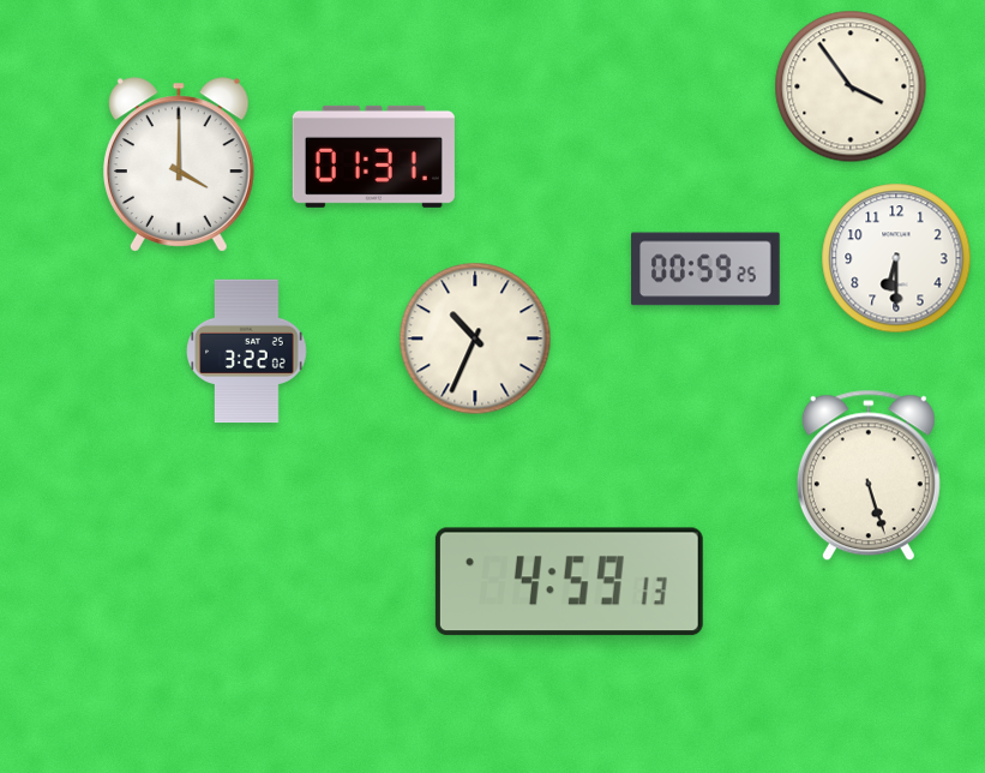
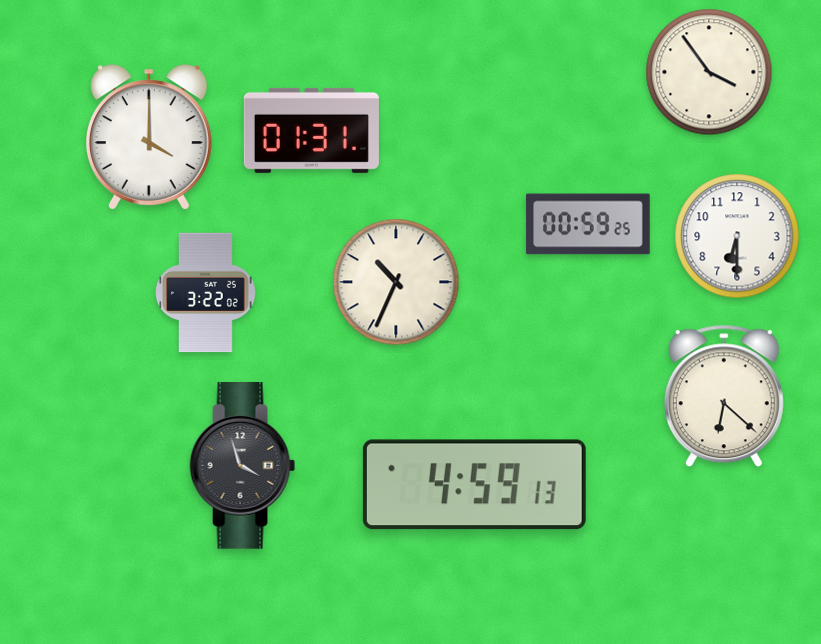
clock at (896, 258) position: (896, 258) -> (737, 236)
clock at (869, 475): 5:27 -> 6:22
clock at (243, 466): none -> 3:57
